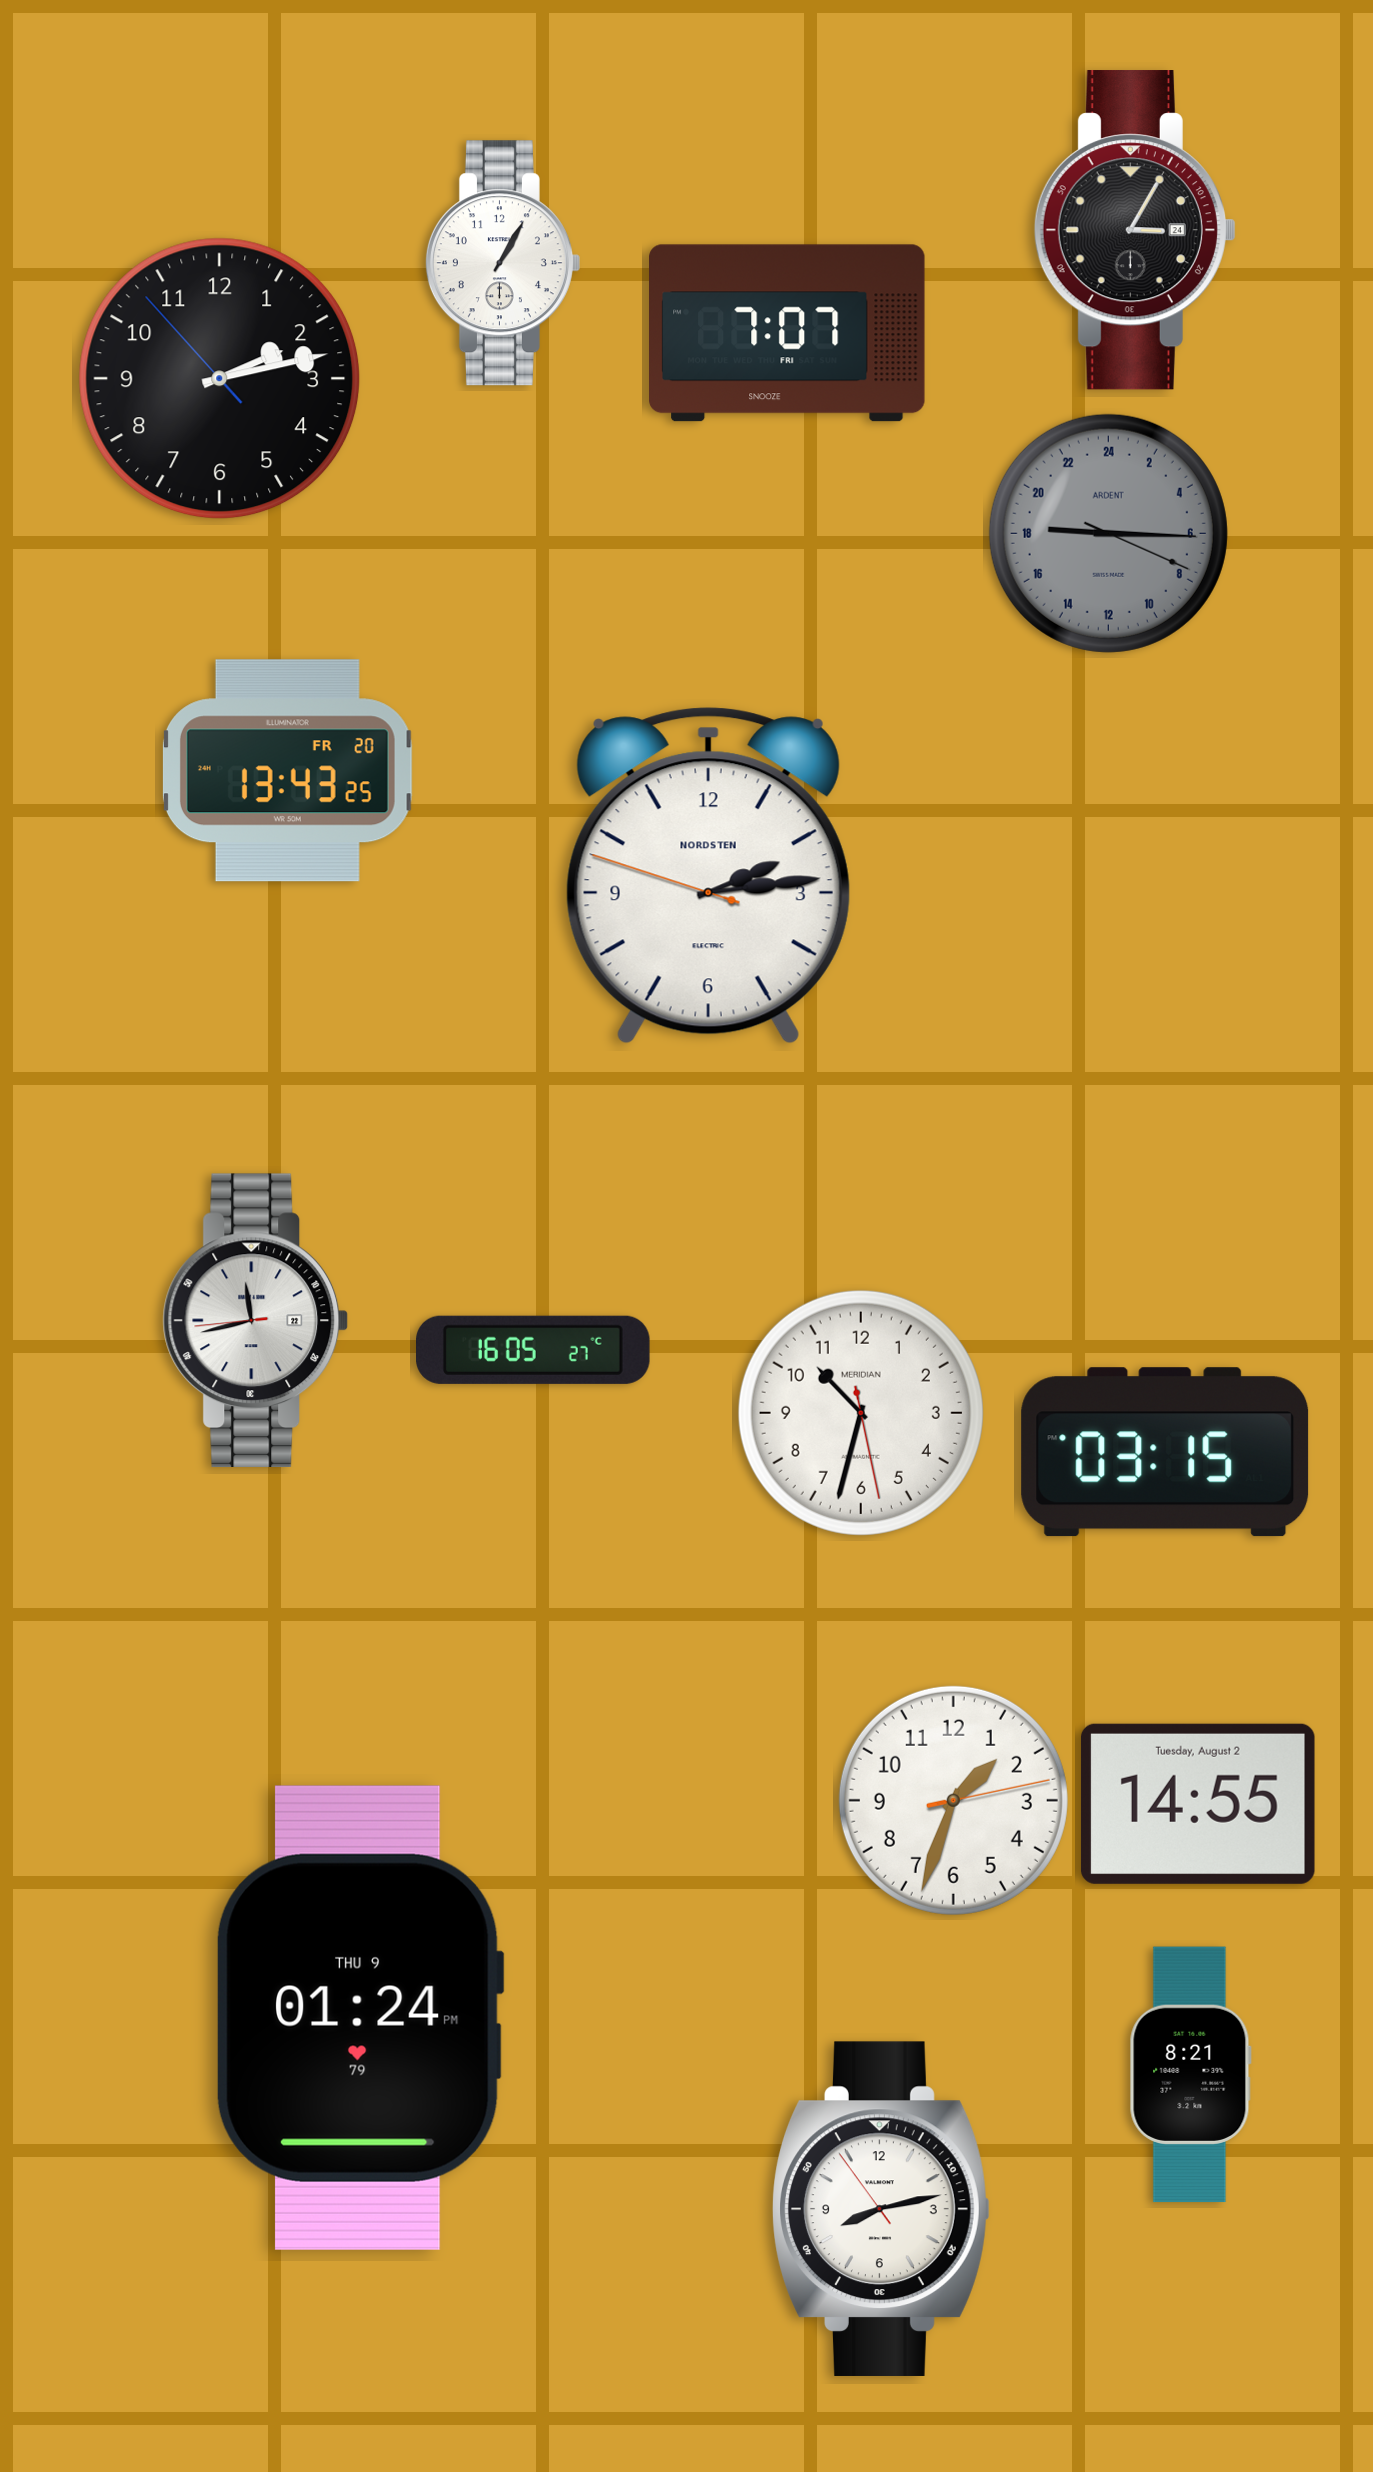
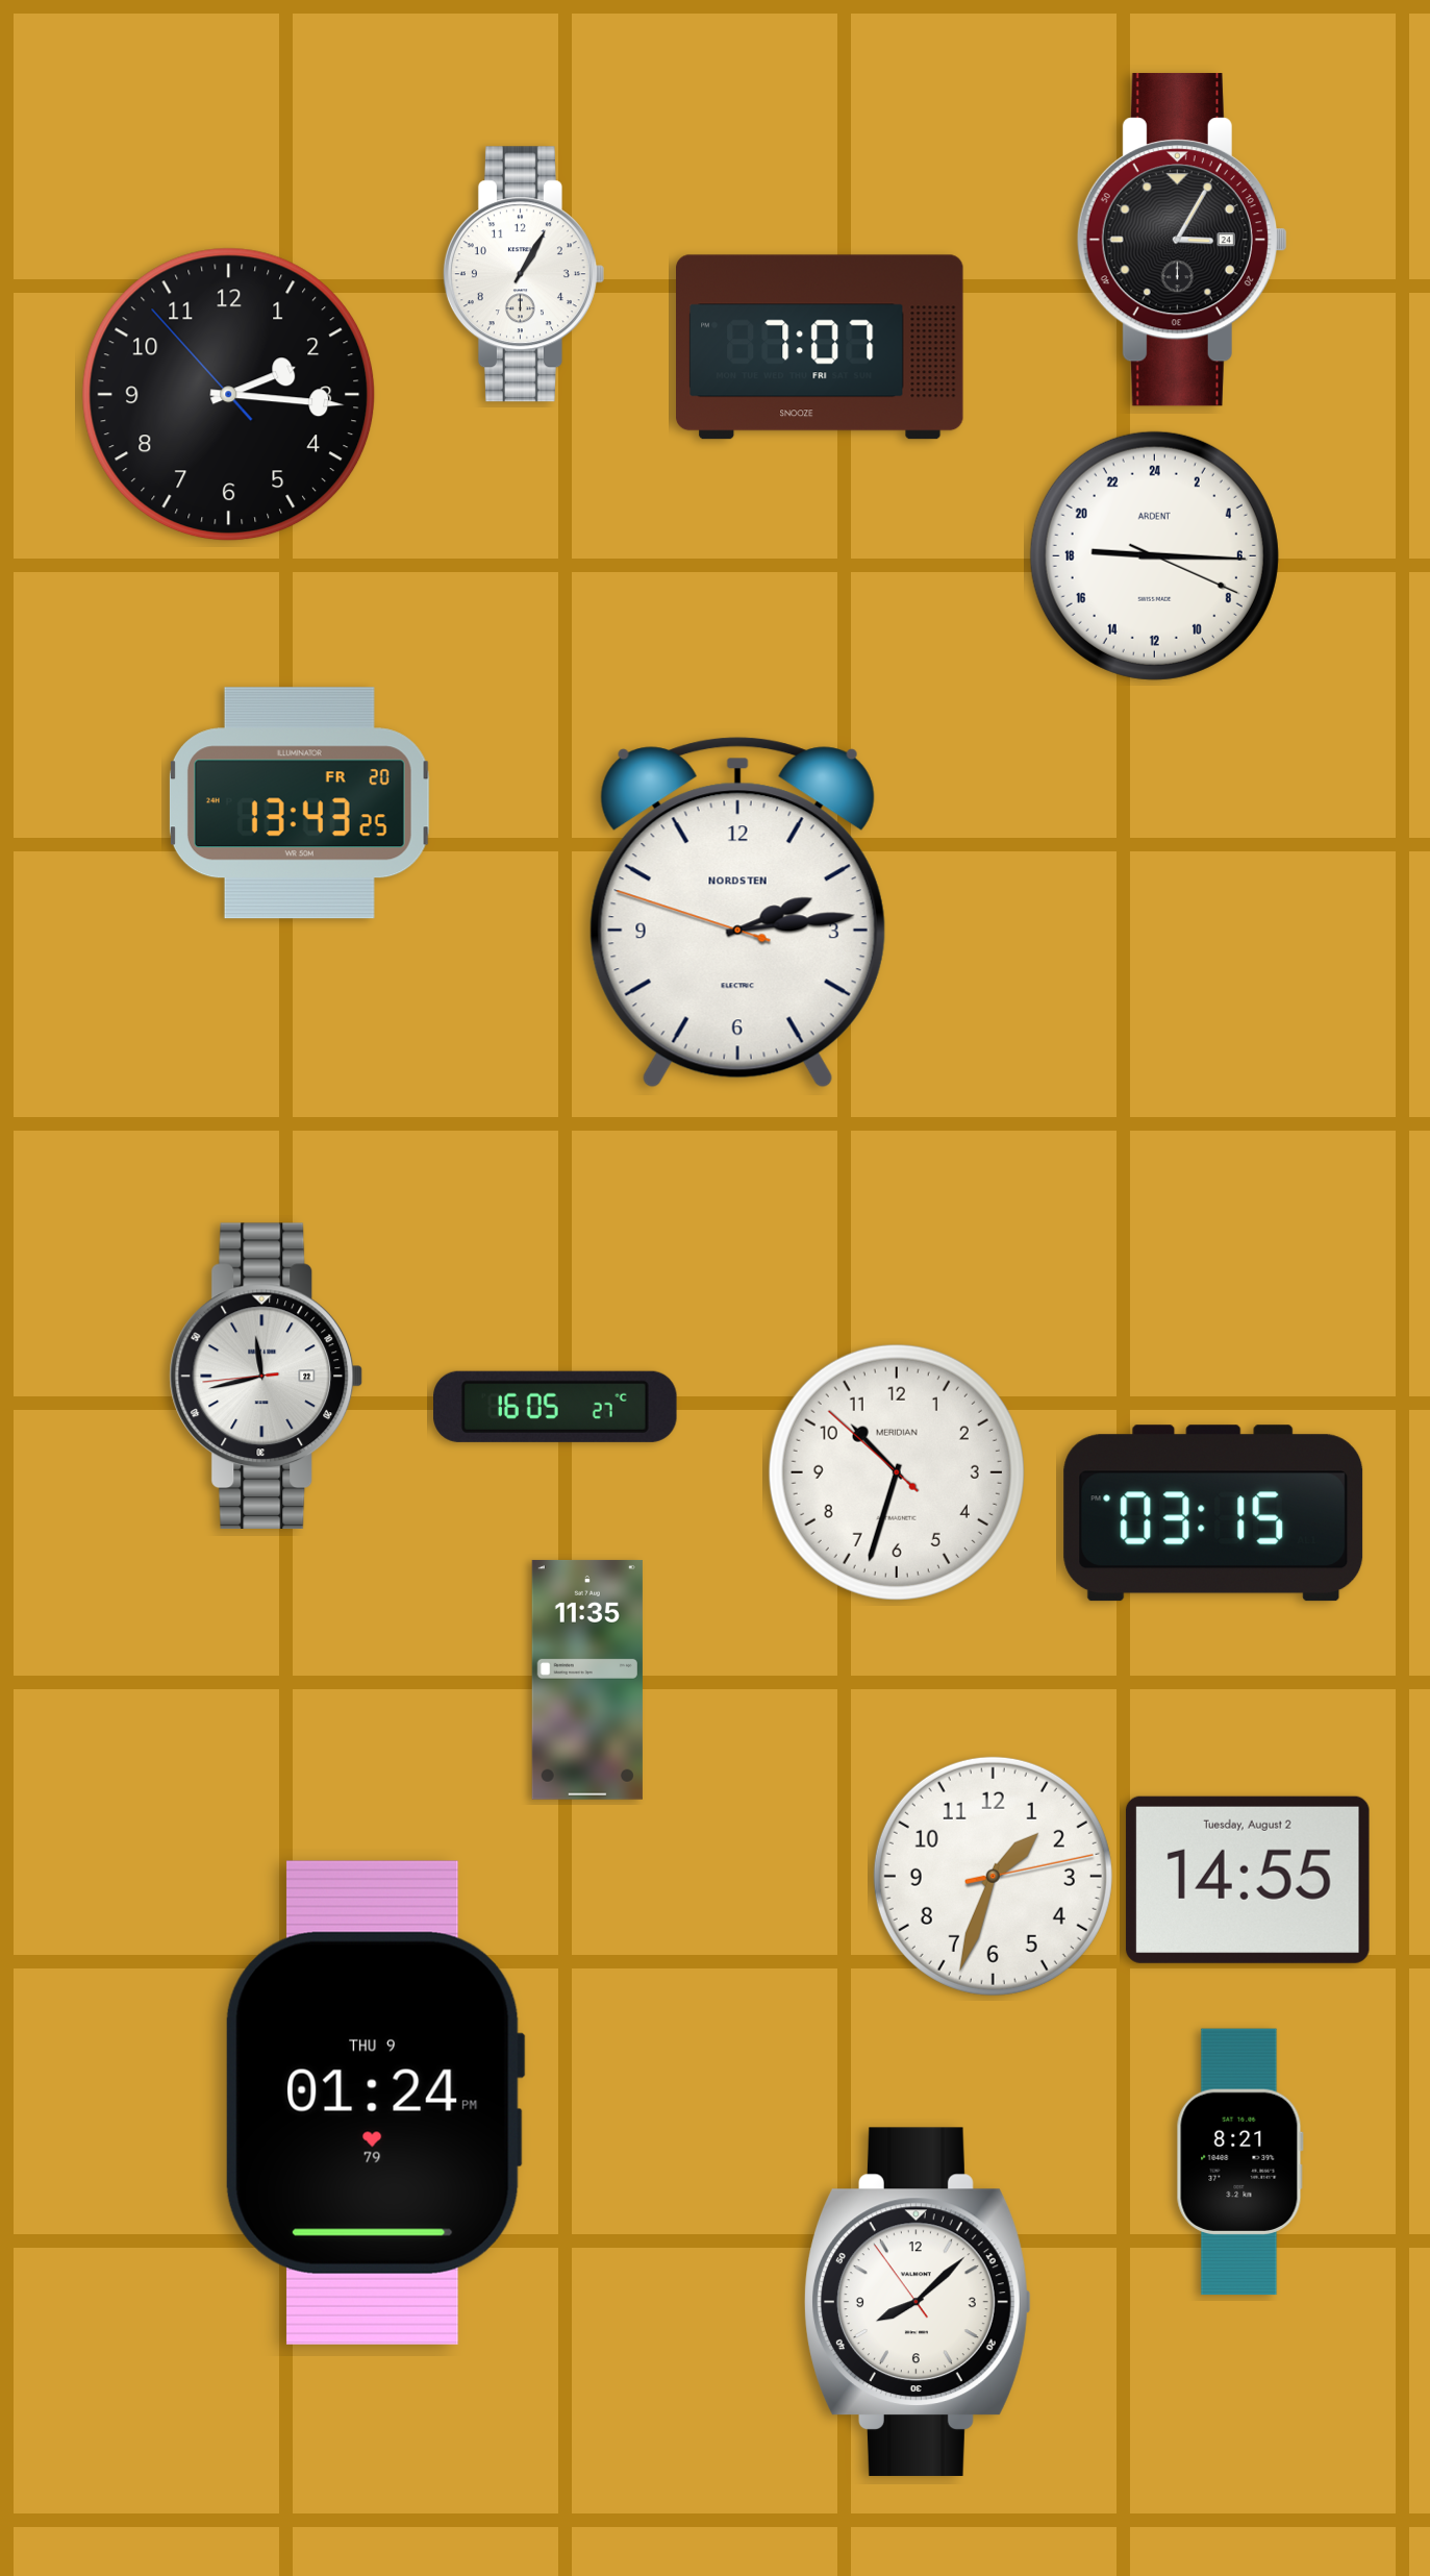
clock at (220, 379): 2:12 -> 2:15
clock at (1108, 533) dial: grey -> white
clock at (861, 1413): 10:32:28 -> 10:32:52
clock at (587, 1680): none -> 11:35
clock at (882, 2209): 8:12 -> 8:07
